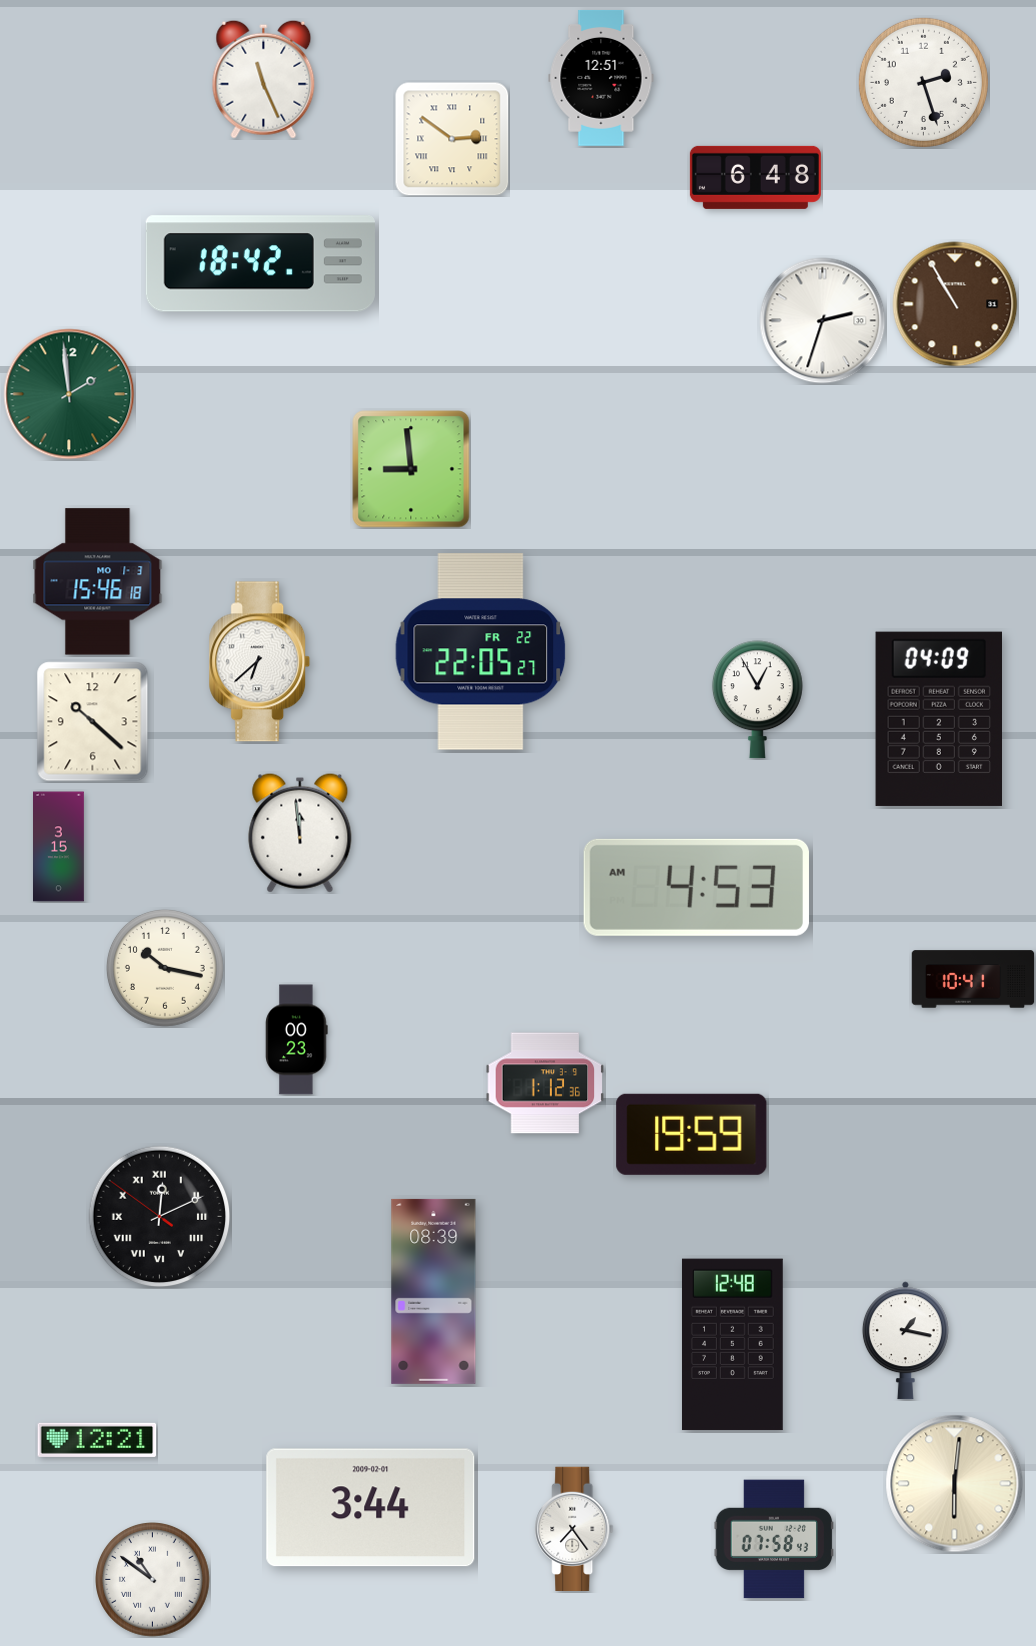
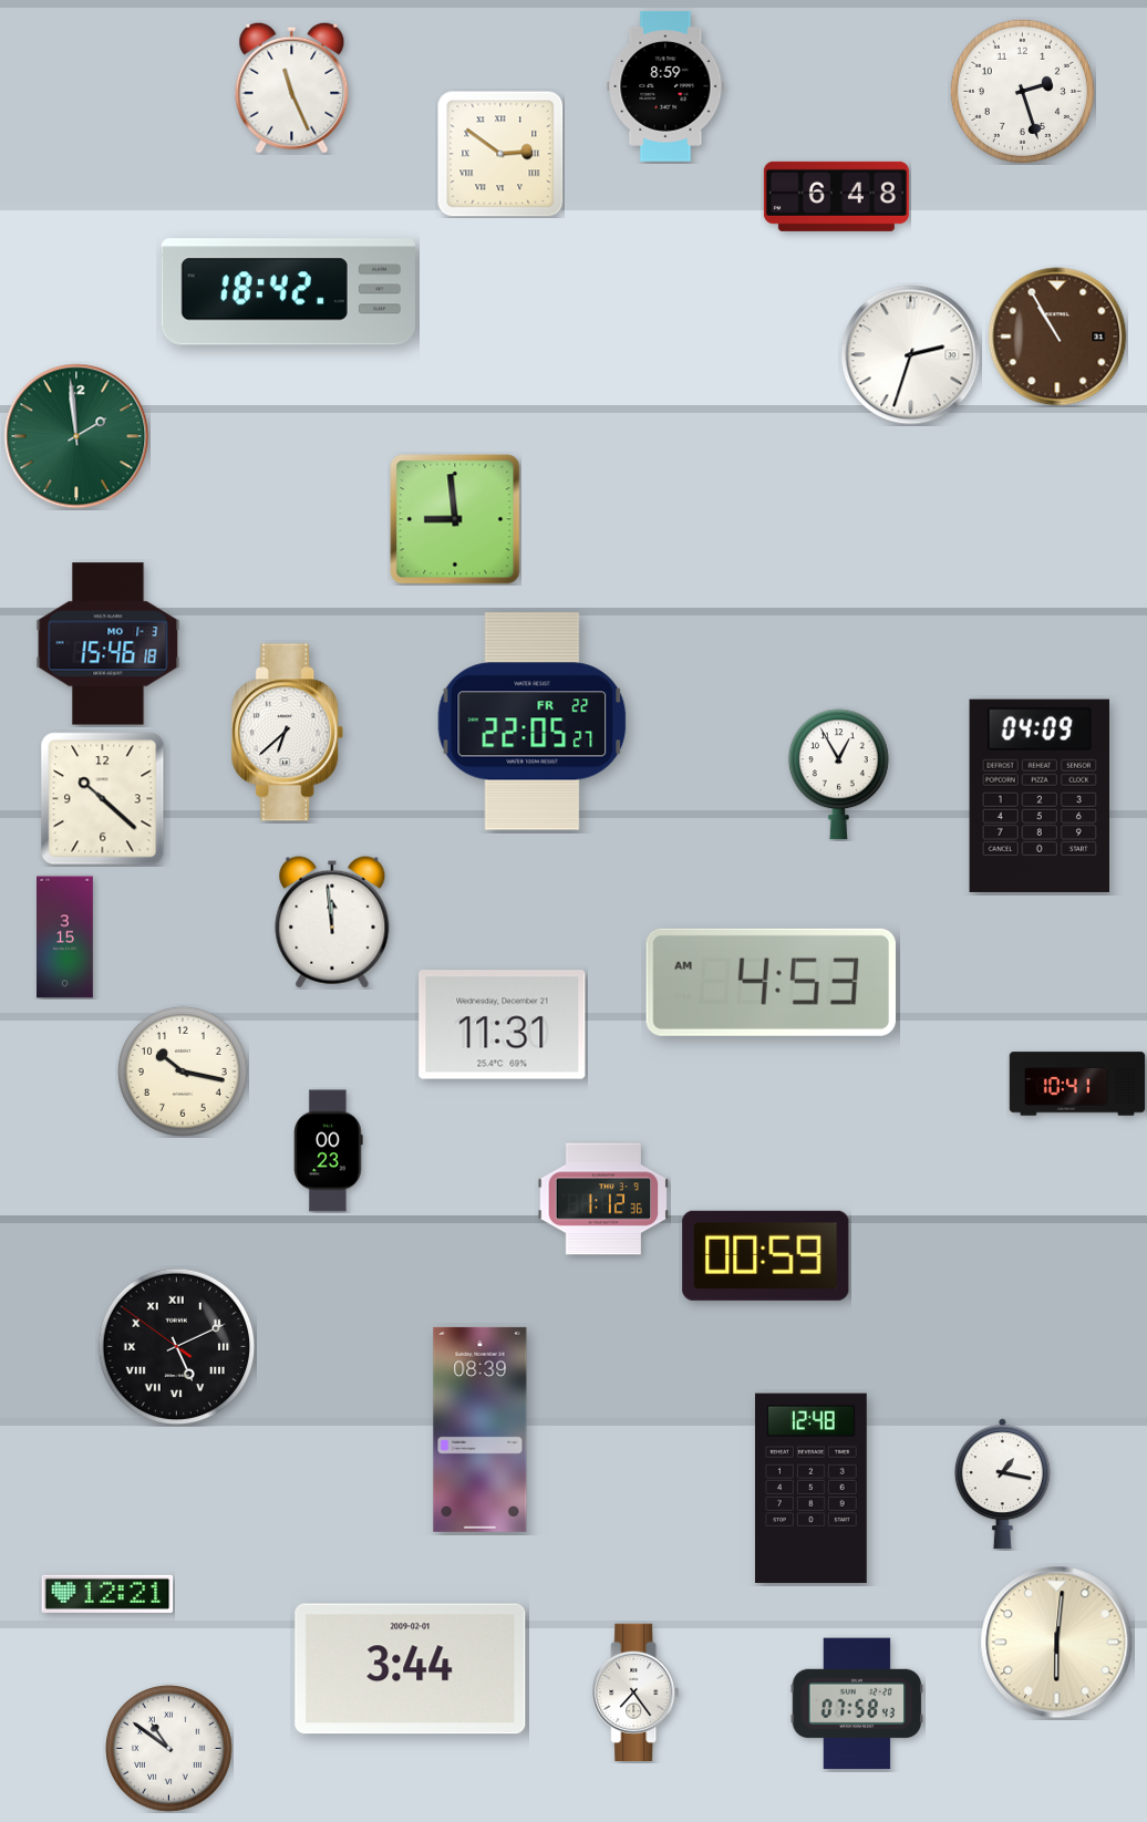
clock at (601, 78): 12:51 -> 8:59
clock at (503, 1025): none -> 11:31
clock at (692, 1134): 19:59 -> 00:59
clock at (160, 1217): 12:10 -> 5:10
